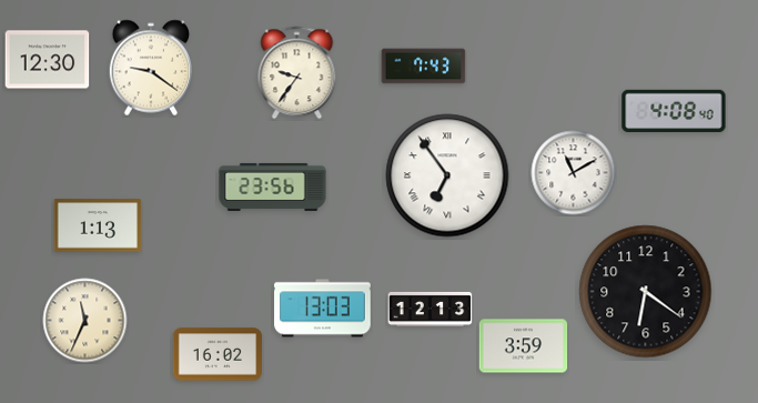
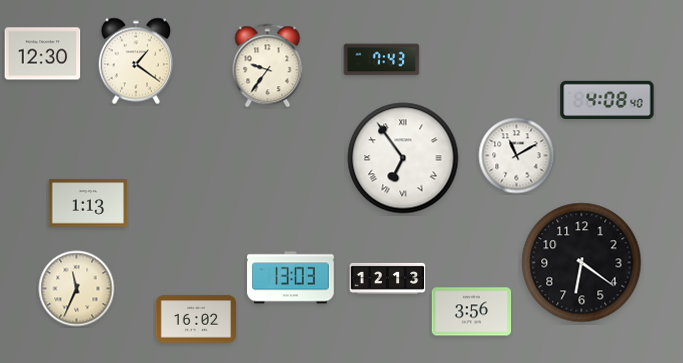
clock at (151, 68): 9:21 -> 1:21
clock at (273, 187): 23:56 -> none
clock at (524, 346): 3:59 -> 3:56
